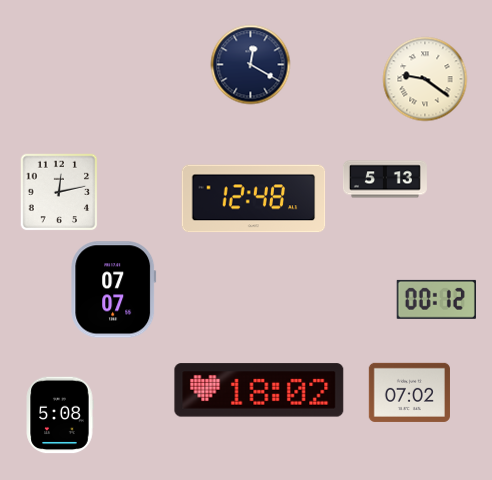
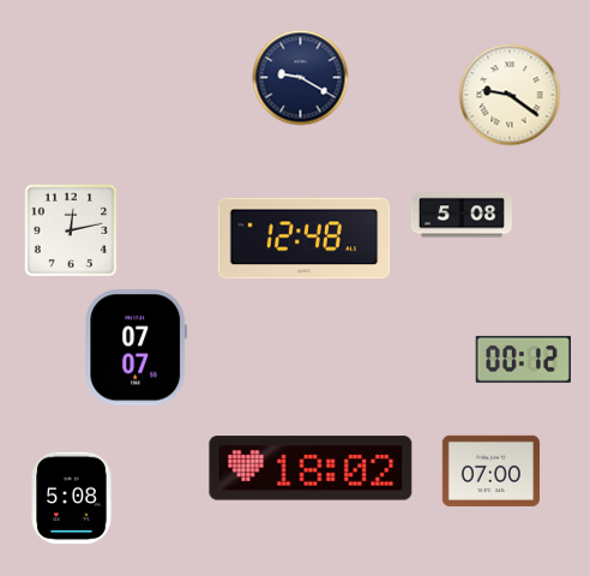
clock at (251, 65): 12:20 -> 9:20
clock at (385, 179): 5:13 -> 5:08
clock at (409, 392): 07:02 -> 07:00
